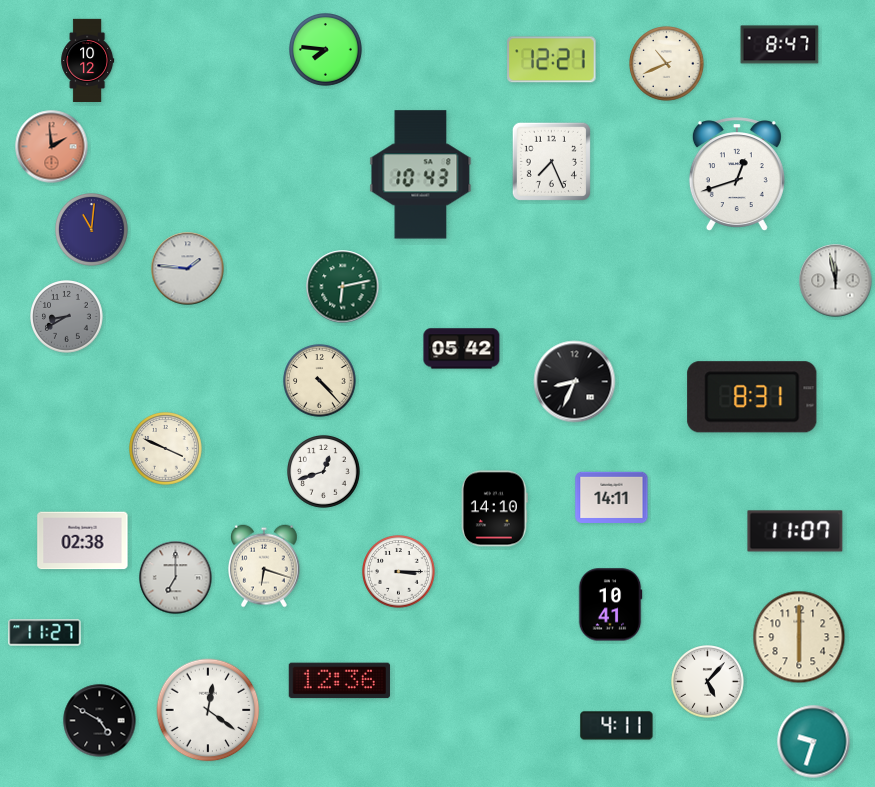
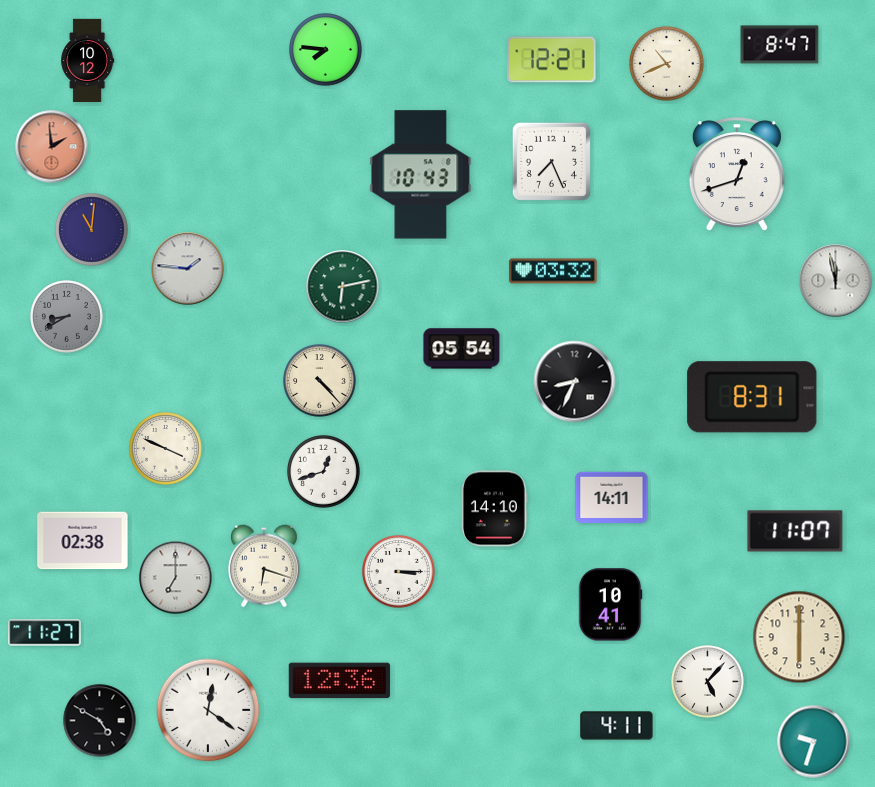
clock at (553, 271): none -> 03:32
clock at (462, 349): 05:42 -> 05:54
